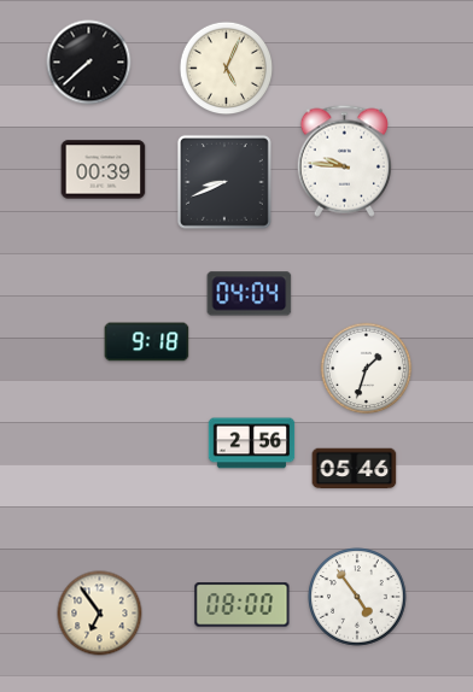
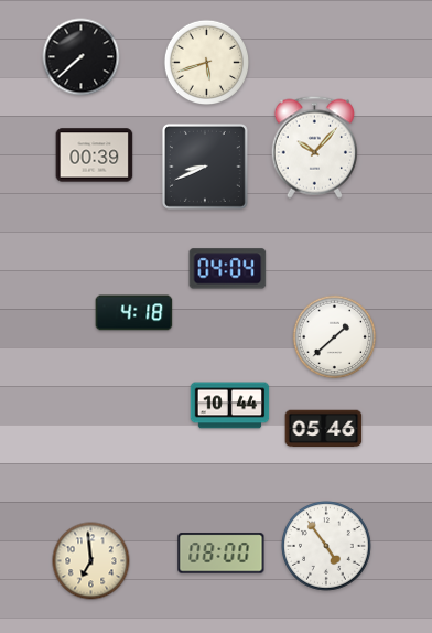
clock at (227, 69): 5:04 -> 5:42
clock at (344, 160): 9:46 -> 10:07
clock at (147, 342): 9:18 -> 4:18
clock at (367, 369): 1:33 -> 1:38
clock at (252, 444): 2:56 -> 10:44
clock at (100, 614): 6:54 -> 6:59
